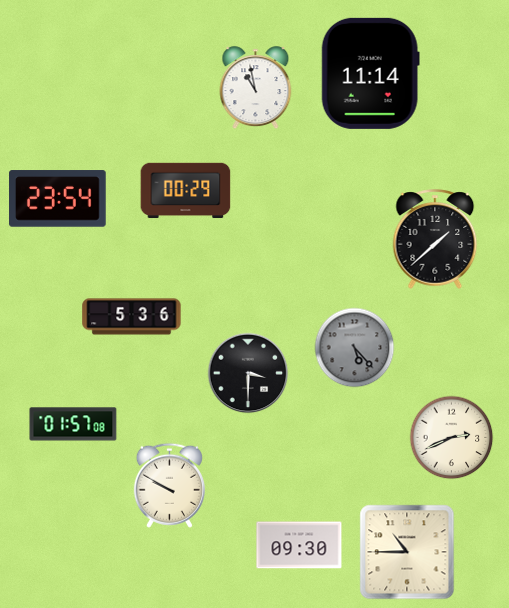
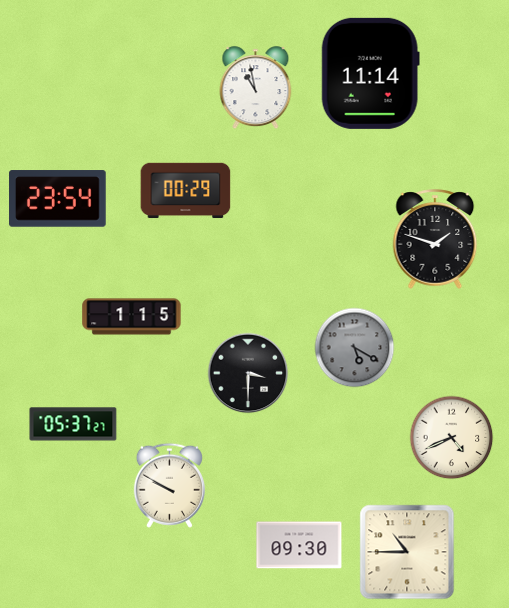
clock at (435, 239): 1:38 -> 1:48
clock at (132, 317): 5:36 -> 1:15
clock at (355, 348): 5:23 -> 5:20
clock at (73, 424): 01:57 -> 05:37
clock at (452, 438): 2:41 -> 4:41
